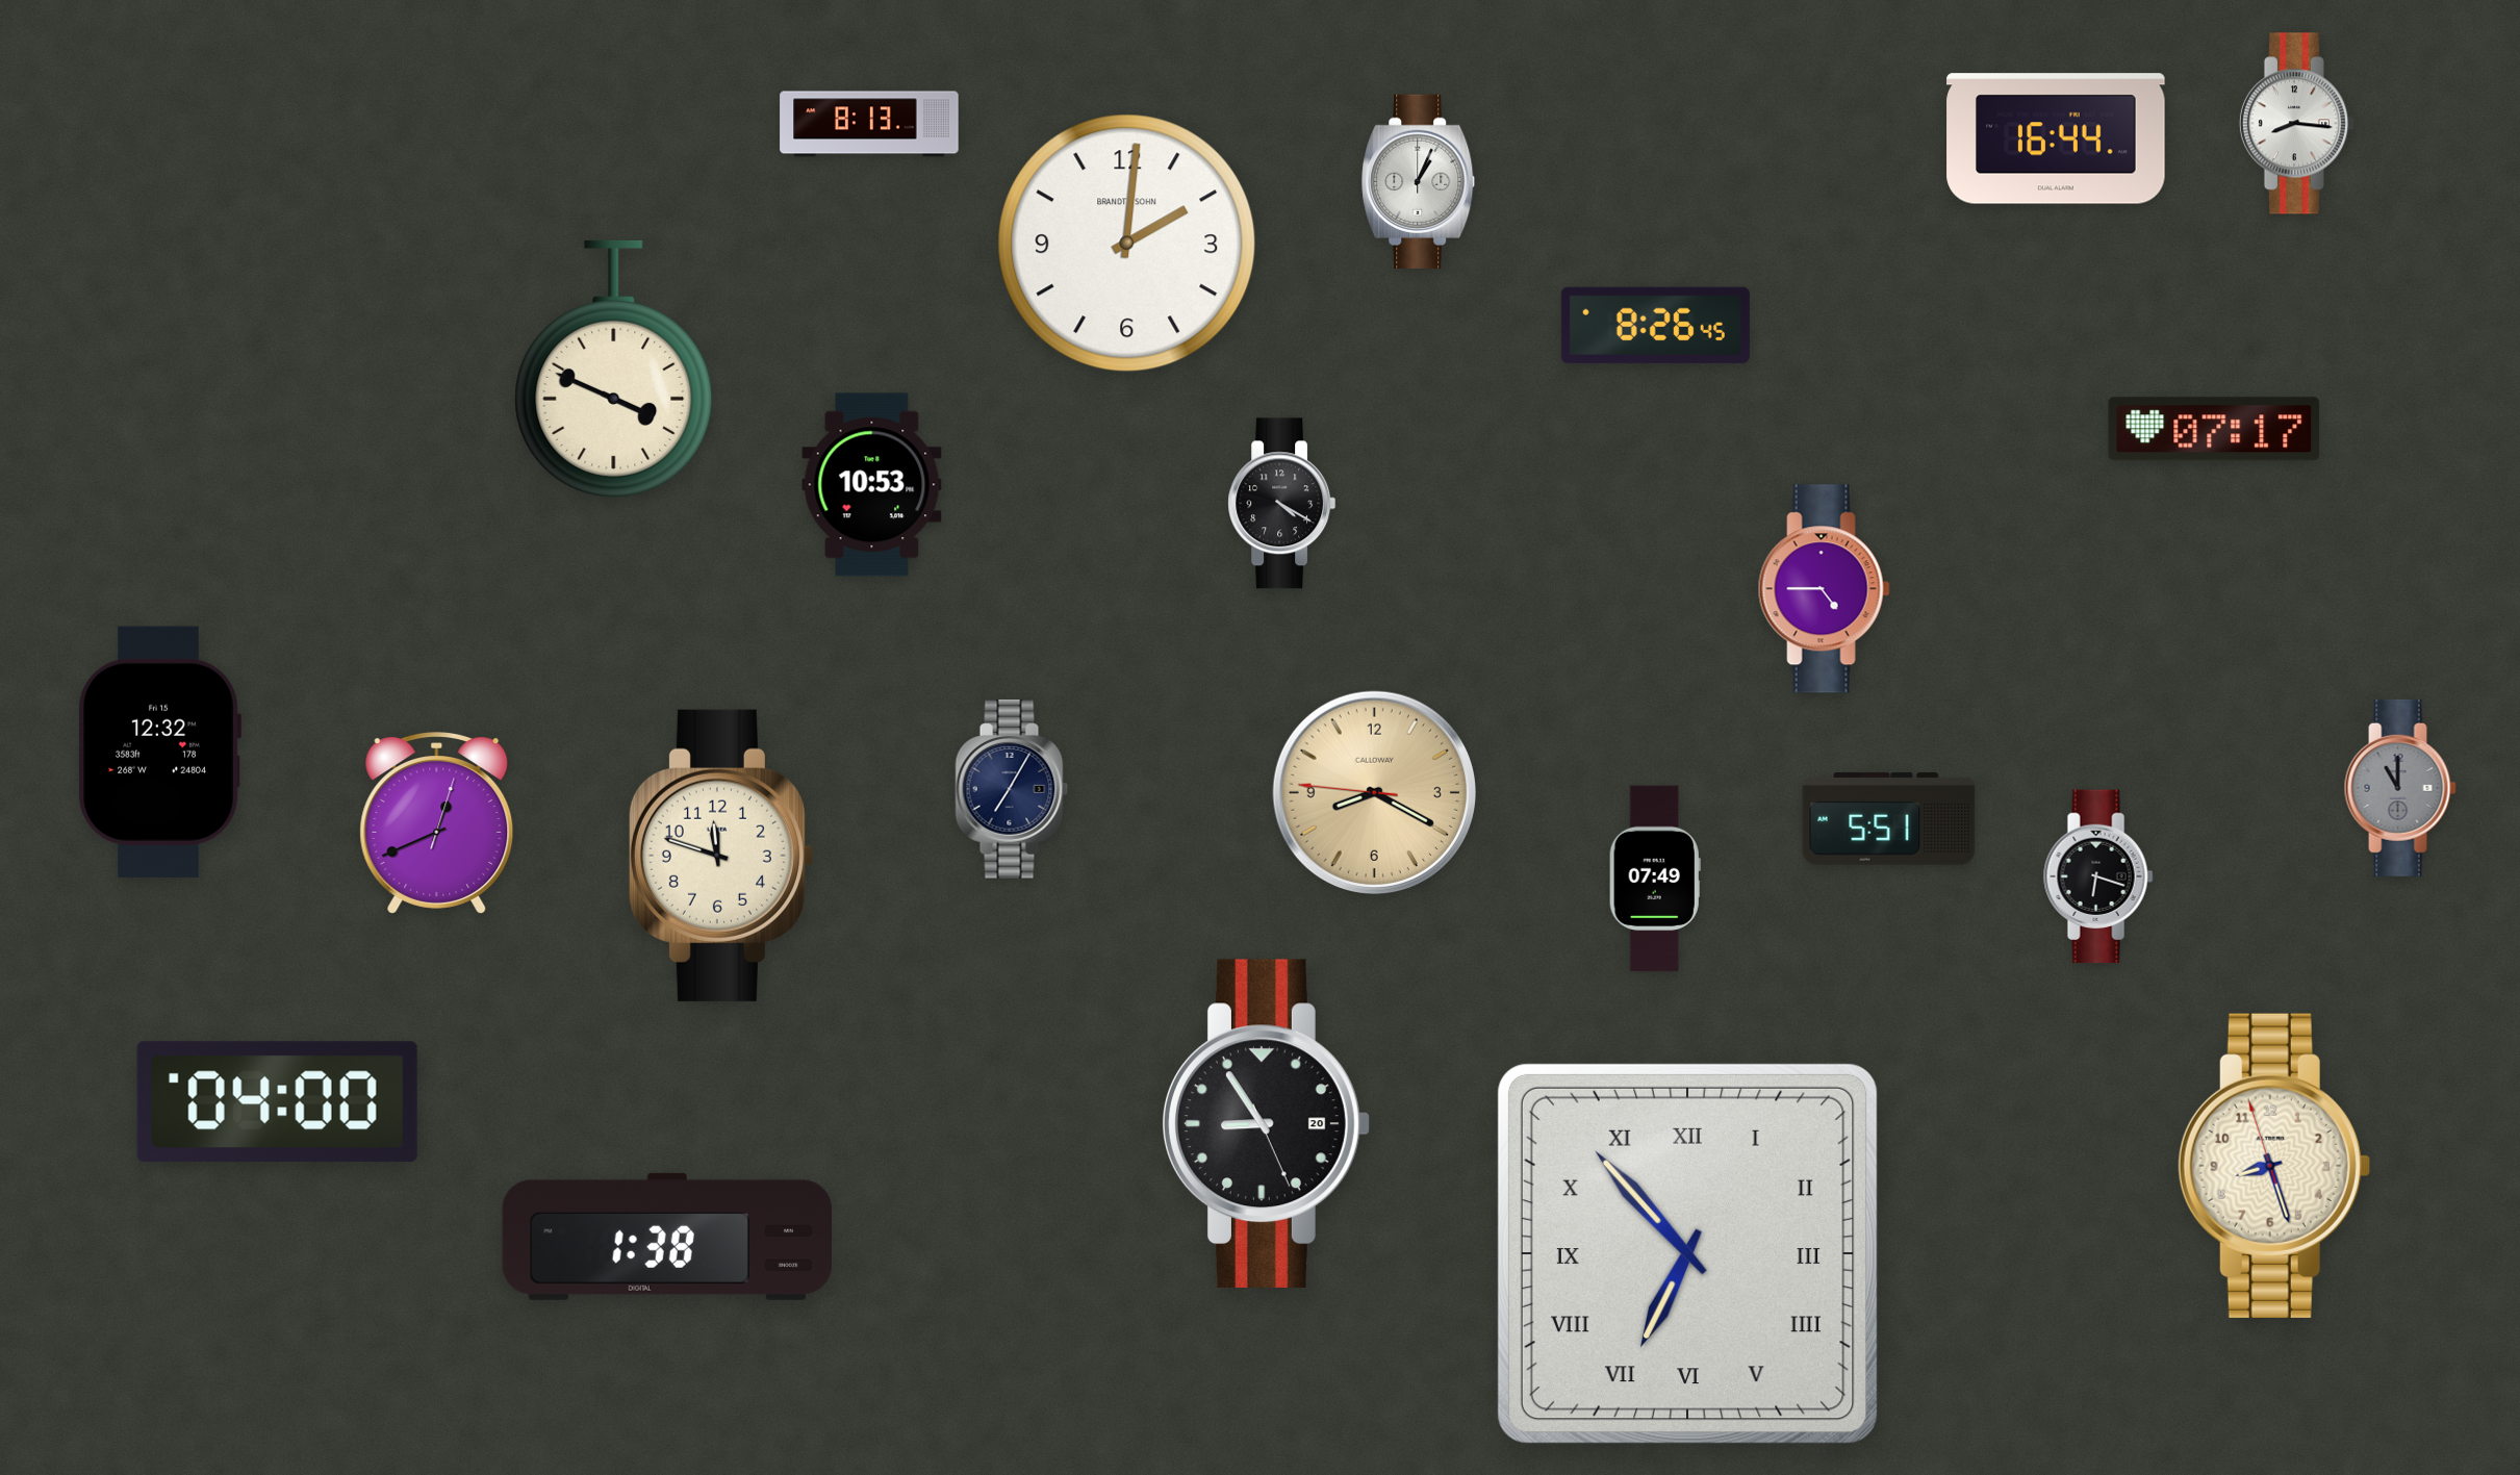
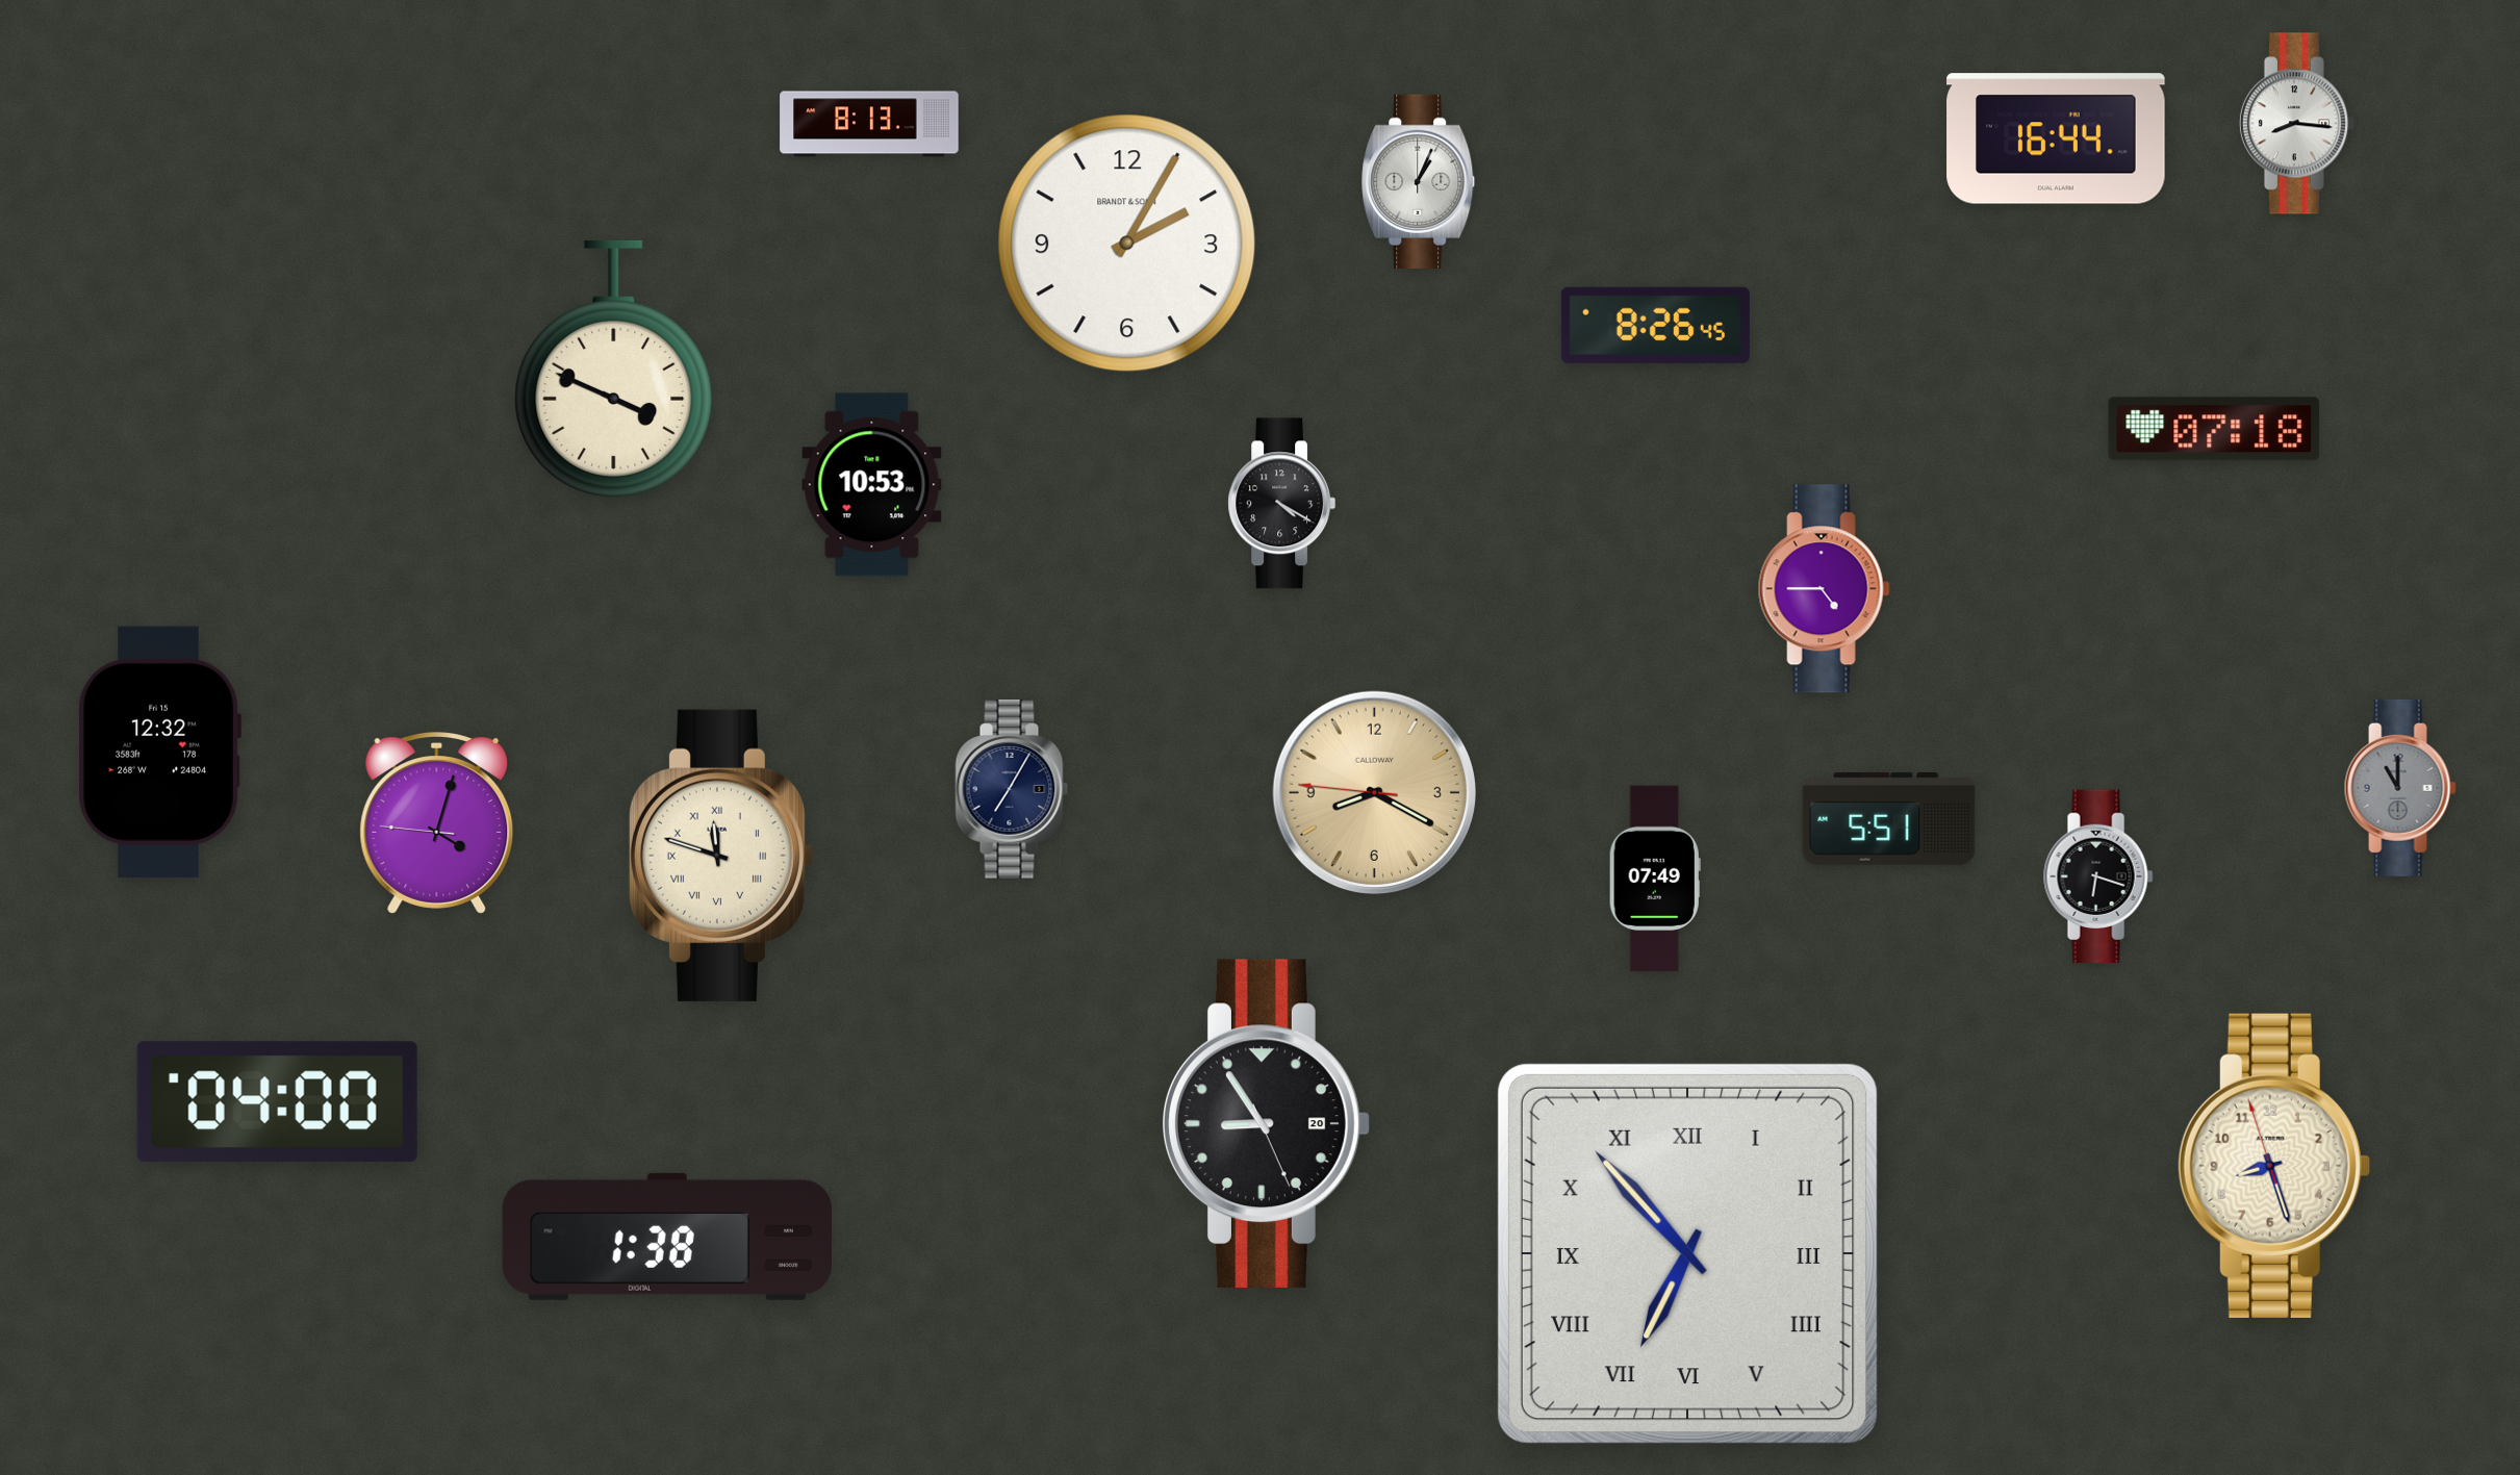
clock at (1127, 244): 2:01 -> 2:05
clock at (2214, 429): 07:17 -> 07:18
clock at (437, 823): 12:41 -> 4:02
clock at (720, 856) numerals: Arabic -> Roman
